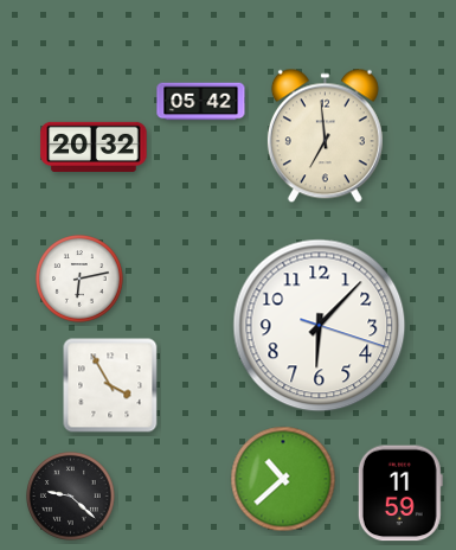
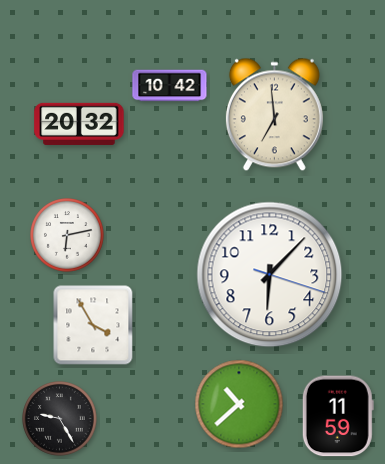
clock at (201, 102): 05:42 -> 10:42
clock at (71, 497): 9:22 -> 9:25
